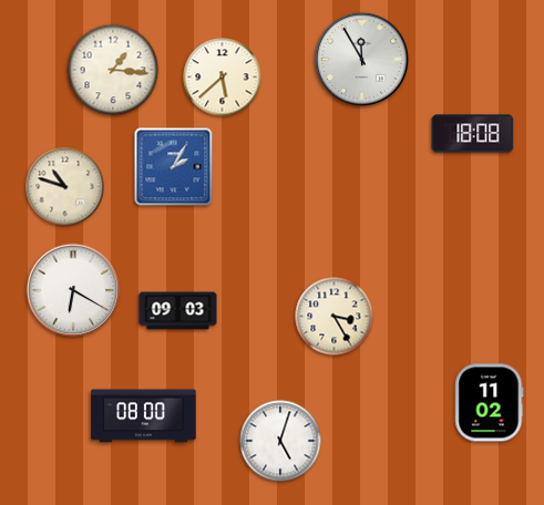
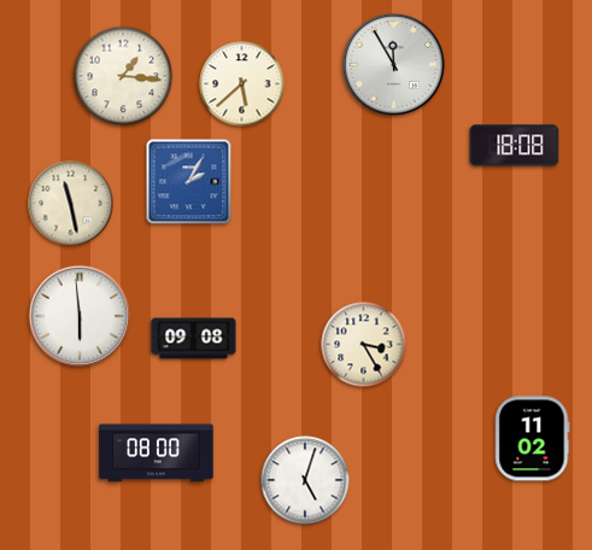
clock at (65, 187): 10:48 -> 11:28
clock at (73, 290): 6:20 -> 5:59
clock at (178, 311): 09:03 -> 09:08
